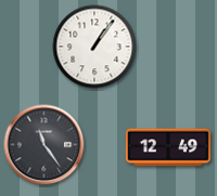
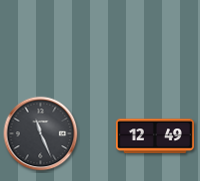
clock at (94, 47): 1:06 -> none
clock at (44, 145): 11:24 -> 11:26
